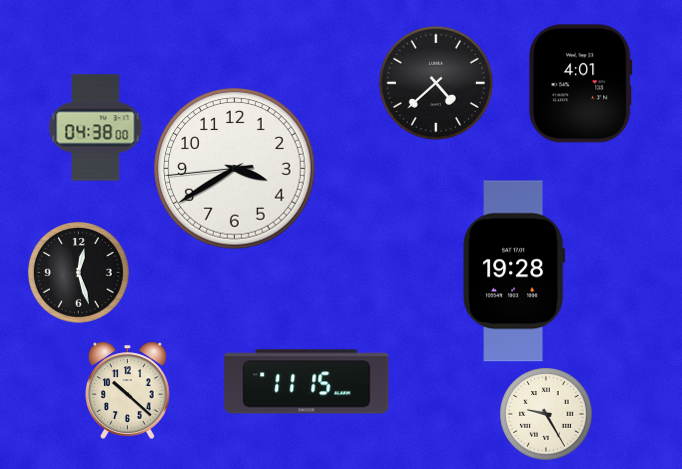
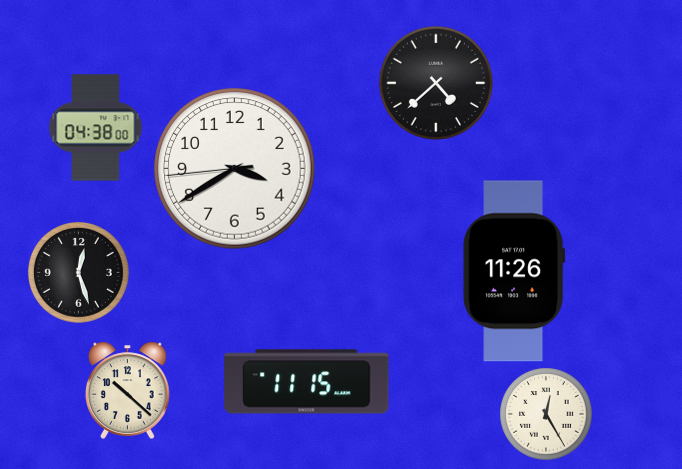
clock at (581, 84): 4:01 -> none
clock at (514, 271): 19:28 -> 11:26
clock at (546, 414): 9:25 -> 12:25
